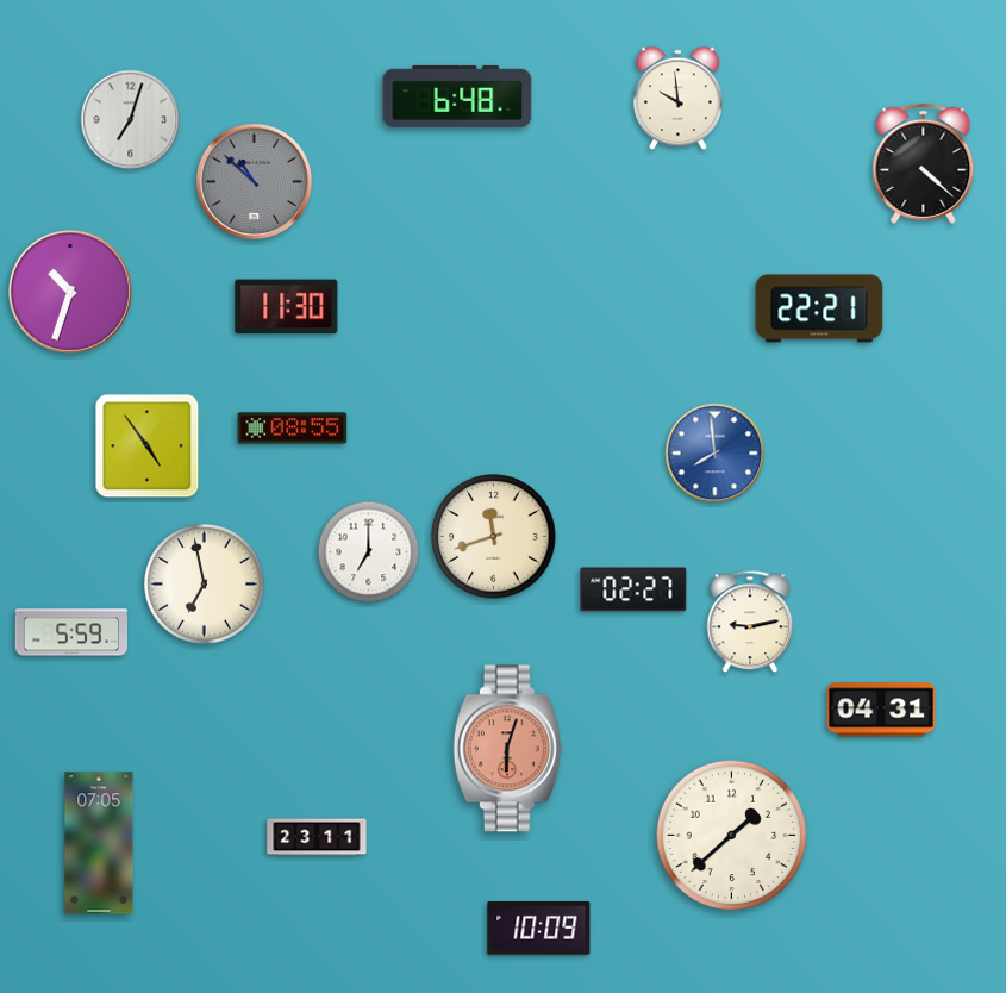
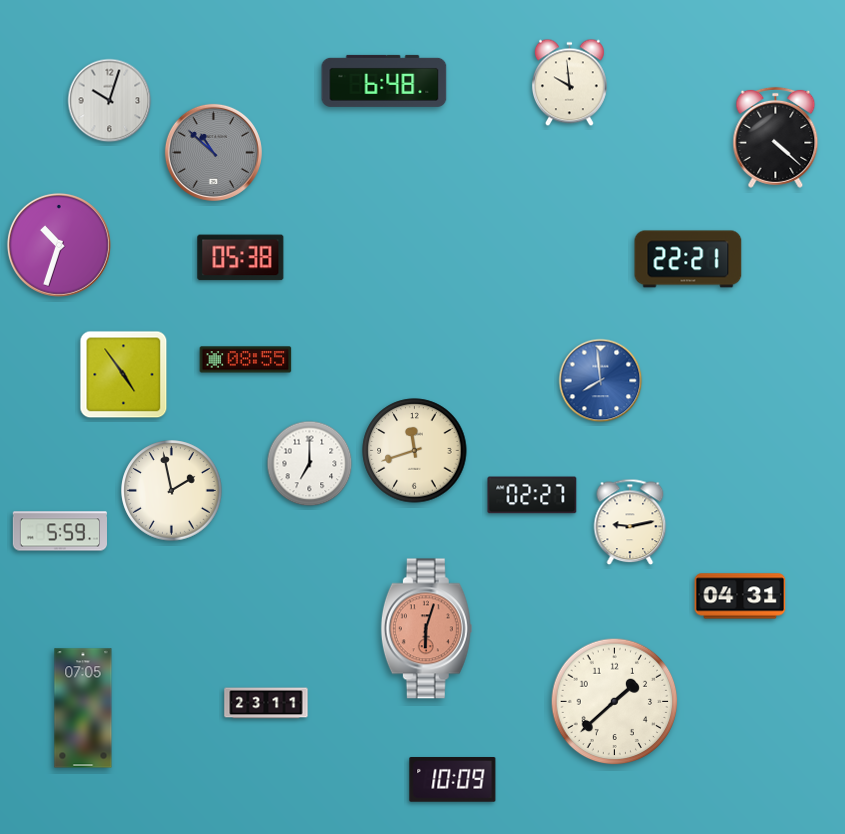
clock at (131, 120): 7:03 -> 10:03
clock at (287, 307): 11:30 -> 05:38
clock at (205, 585): 6:58 -> 1:58
